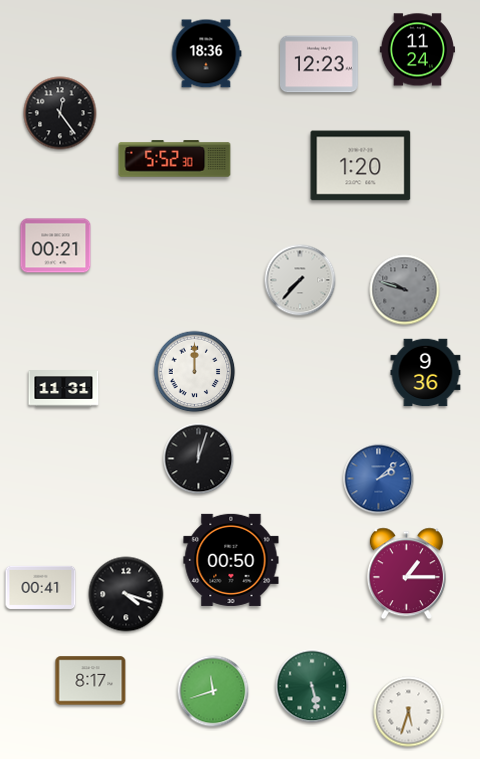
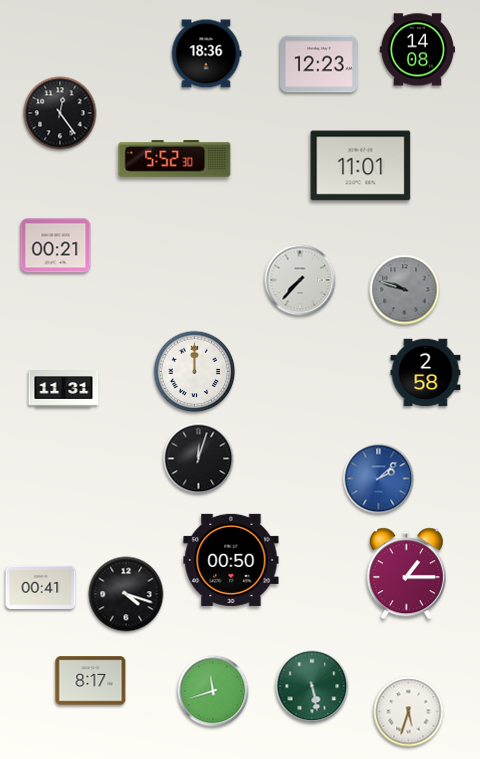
clock at (417, 50): 11:24 -> 14:08
clock at (361, 166): 1:20 -> 11:01
clock at (426, 373): 9:36 -> 2:58
